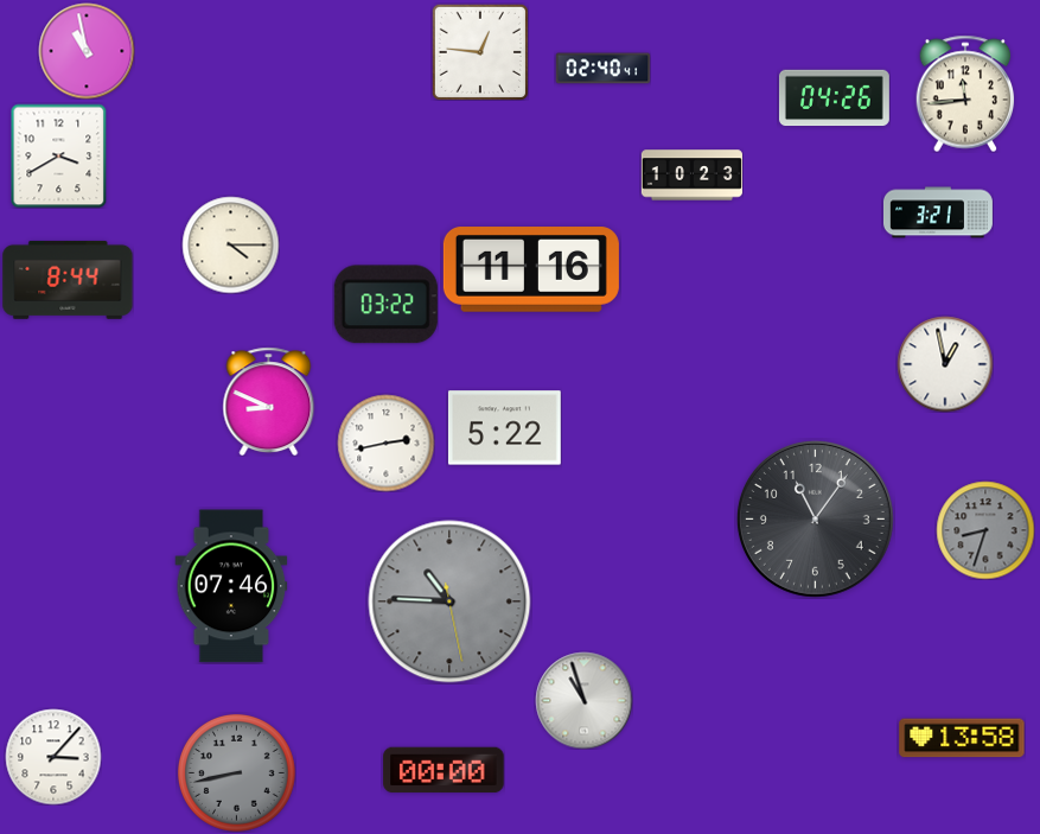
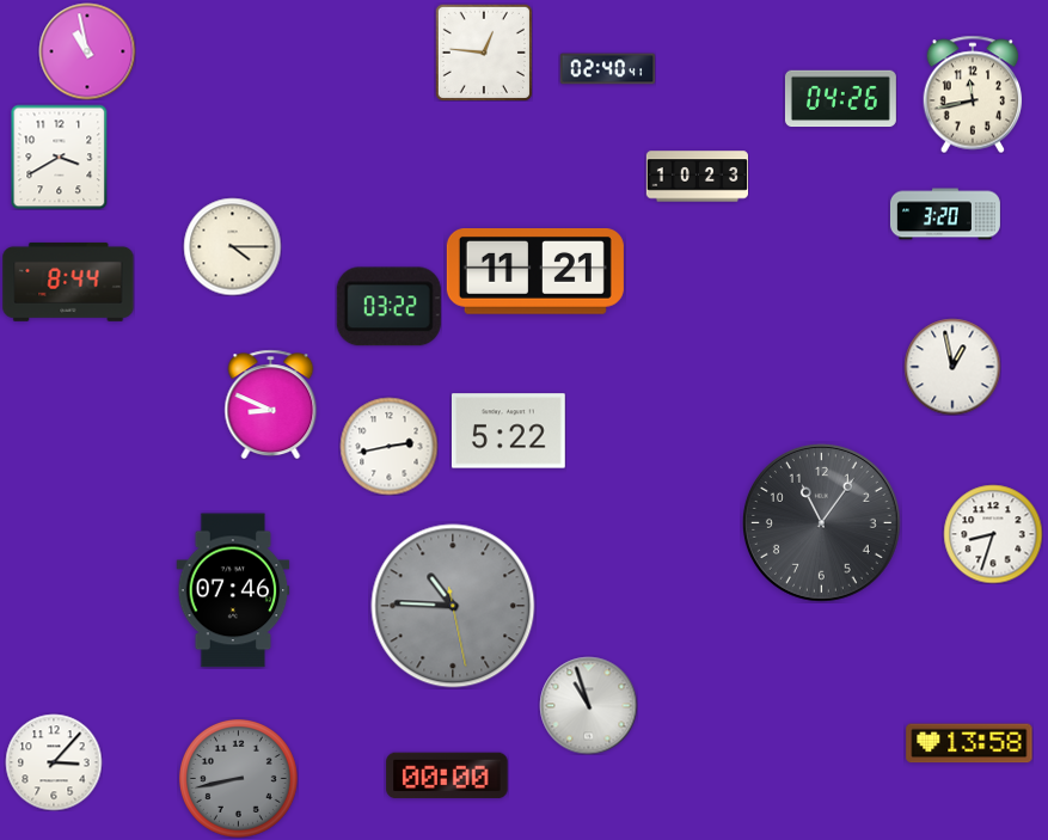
clock at (965, 94): 11:44 -> 11:43
clock at (938, 212): 3:21 -> 3:20
clock at (531, 270): 11:16 -> 11:21
clock at (985, 530) dial: grey -> white
